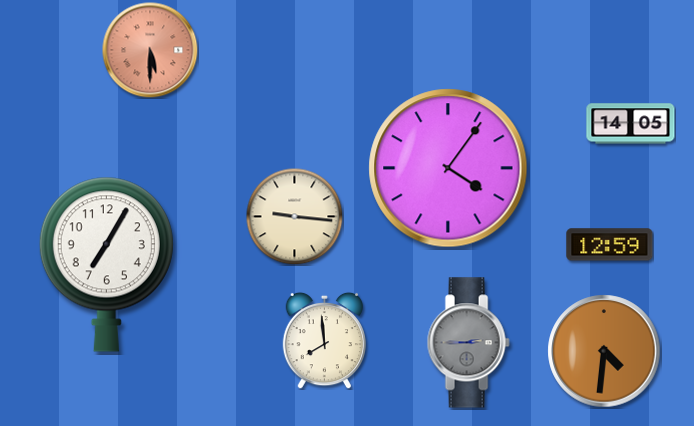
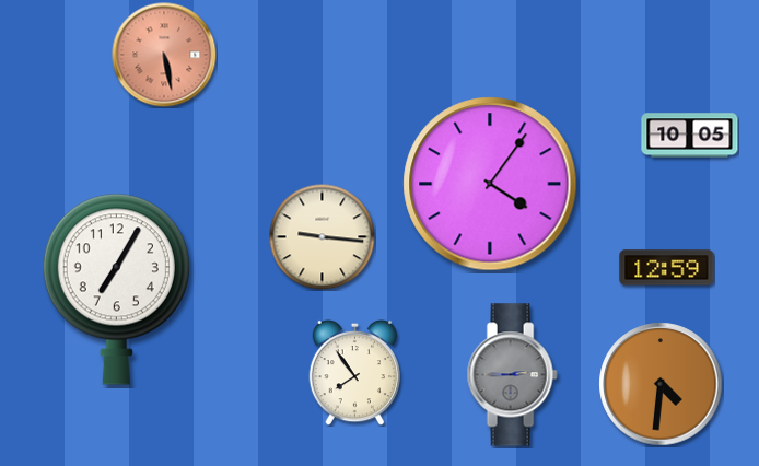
clock at (150, 50): 5:30 -> 5:28
clock at (631, 124): 14:05 -> 10:05
clock at (325, 340): 7:59 -> 7:54
